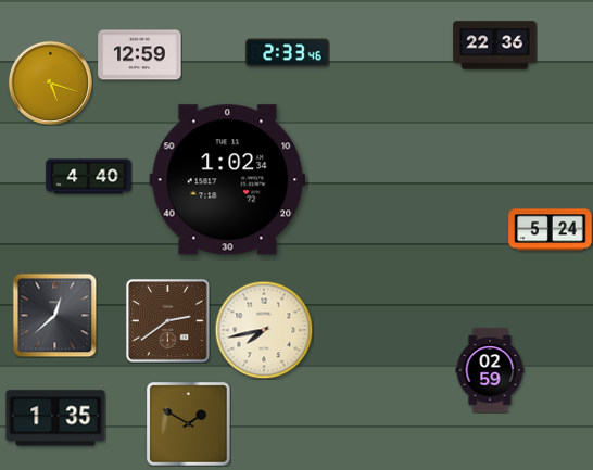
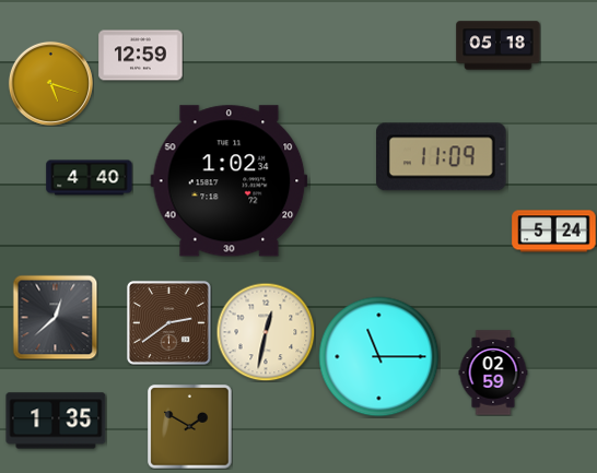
clock at (495, 46): 22:36 -> 05:18
clock at (288, 53): 2:33 -> none
clock at (442, 157): none -> 11:09
clock at (264, 330): 7:43 -> 12:32
clock at (379, 357): none -> 11:15
